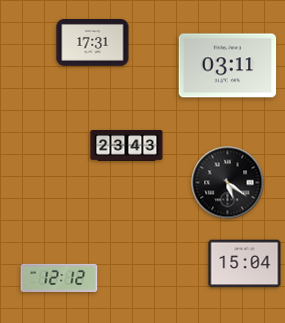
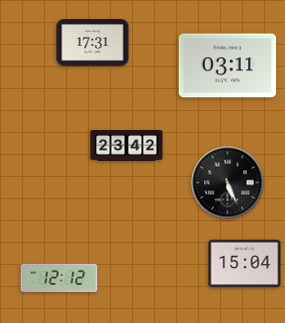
clock at (127, 146): 23:43 -> 23:42
clock at (228, 183): 5:21 -> 5:26
